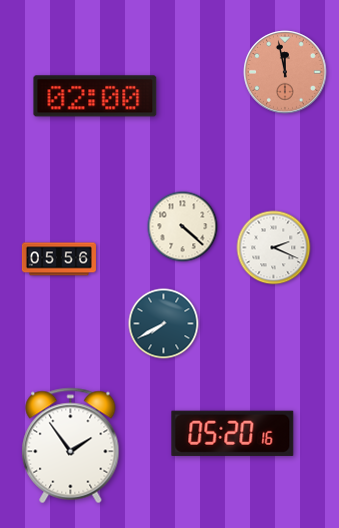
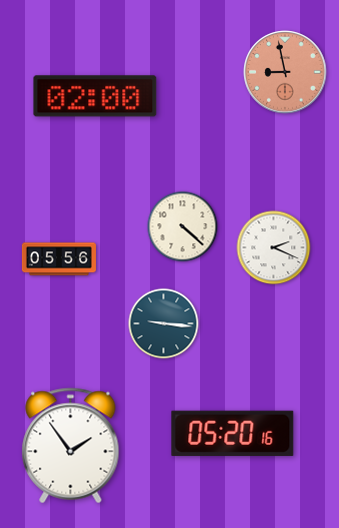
clock at (285, 72): 11:58 -> 8:58
clock at (164, 324): 7:40 -> 9:16
